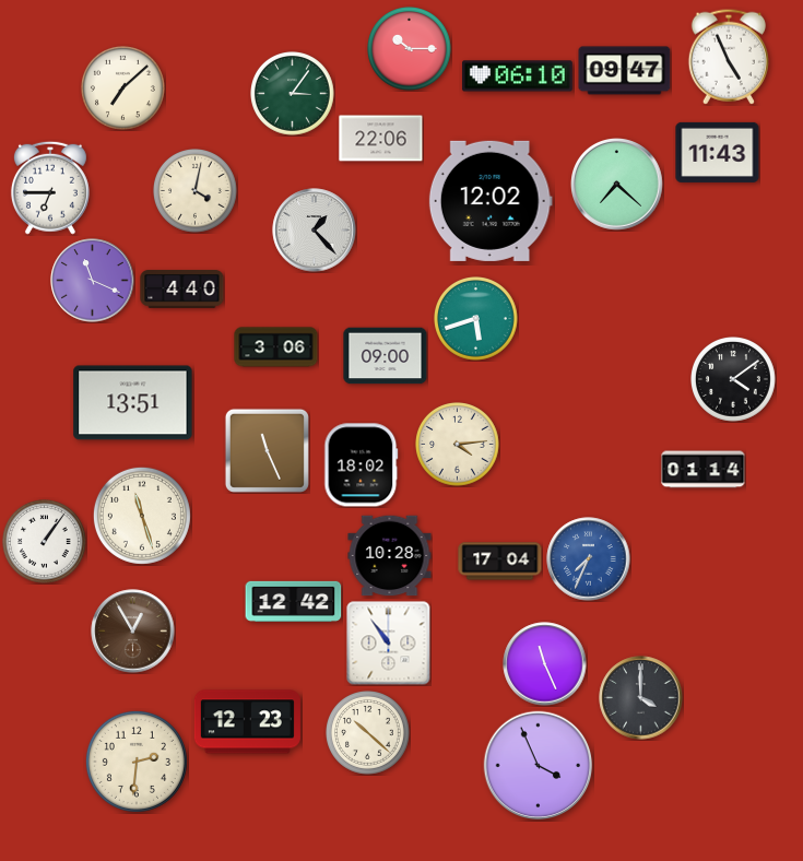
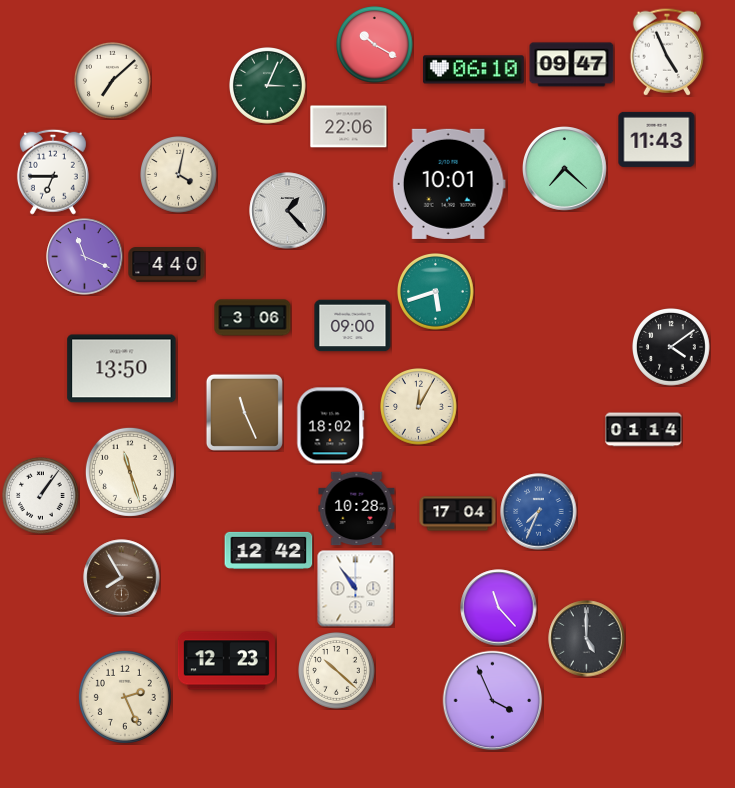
clock at (410, 49): 10:15 -> 10:20
clock at (293, 94): 3:06 -> 3:04
clock at (50, 188) position: (50, 188) -> (53, 172)
clock at (491, 201): 12:02 -> 10:01
clock at (133, 403): 13:51 -> 13:50
clock at (458, 445): 4:14 -> 12:05
clock at (133, 632): 12:55 -> 7:55
clock at (545, 664): 11:26 -> 11:23
clock at (641, 698): 4:00 -> 5:00
clock at (137, 762): 2:31 -> 2:26
